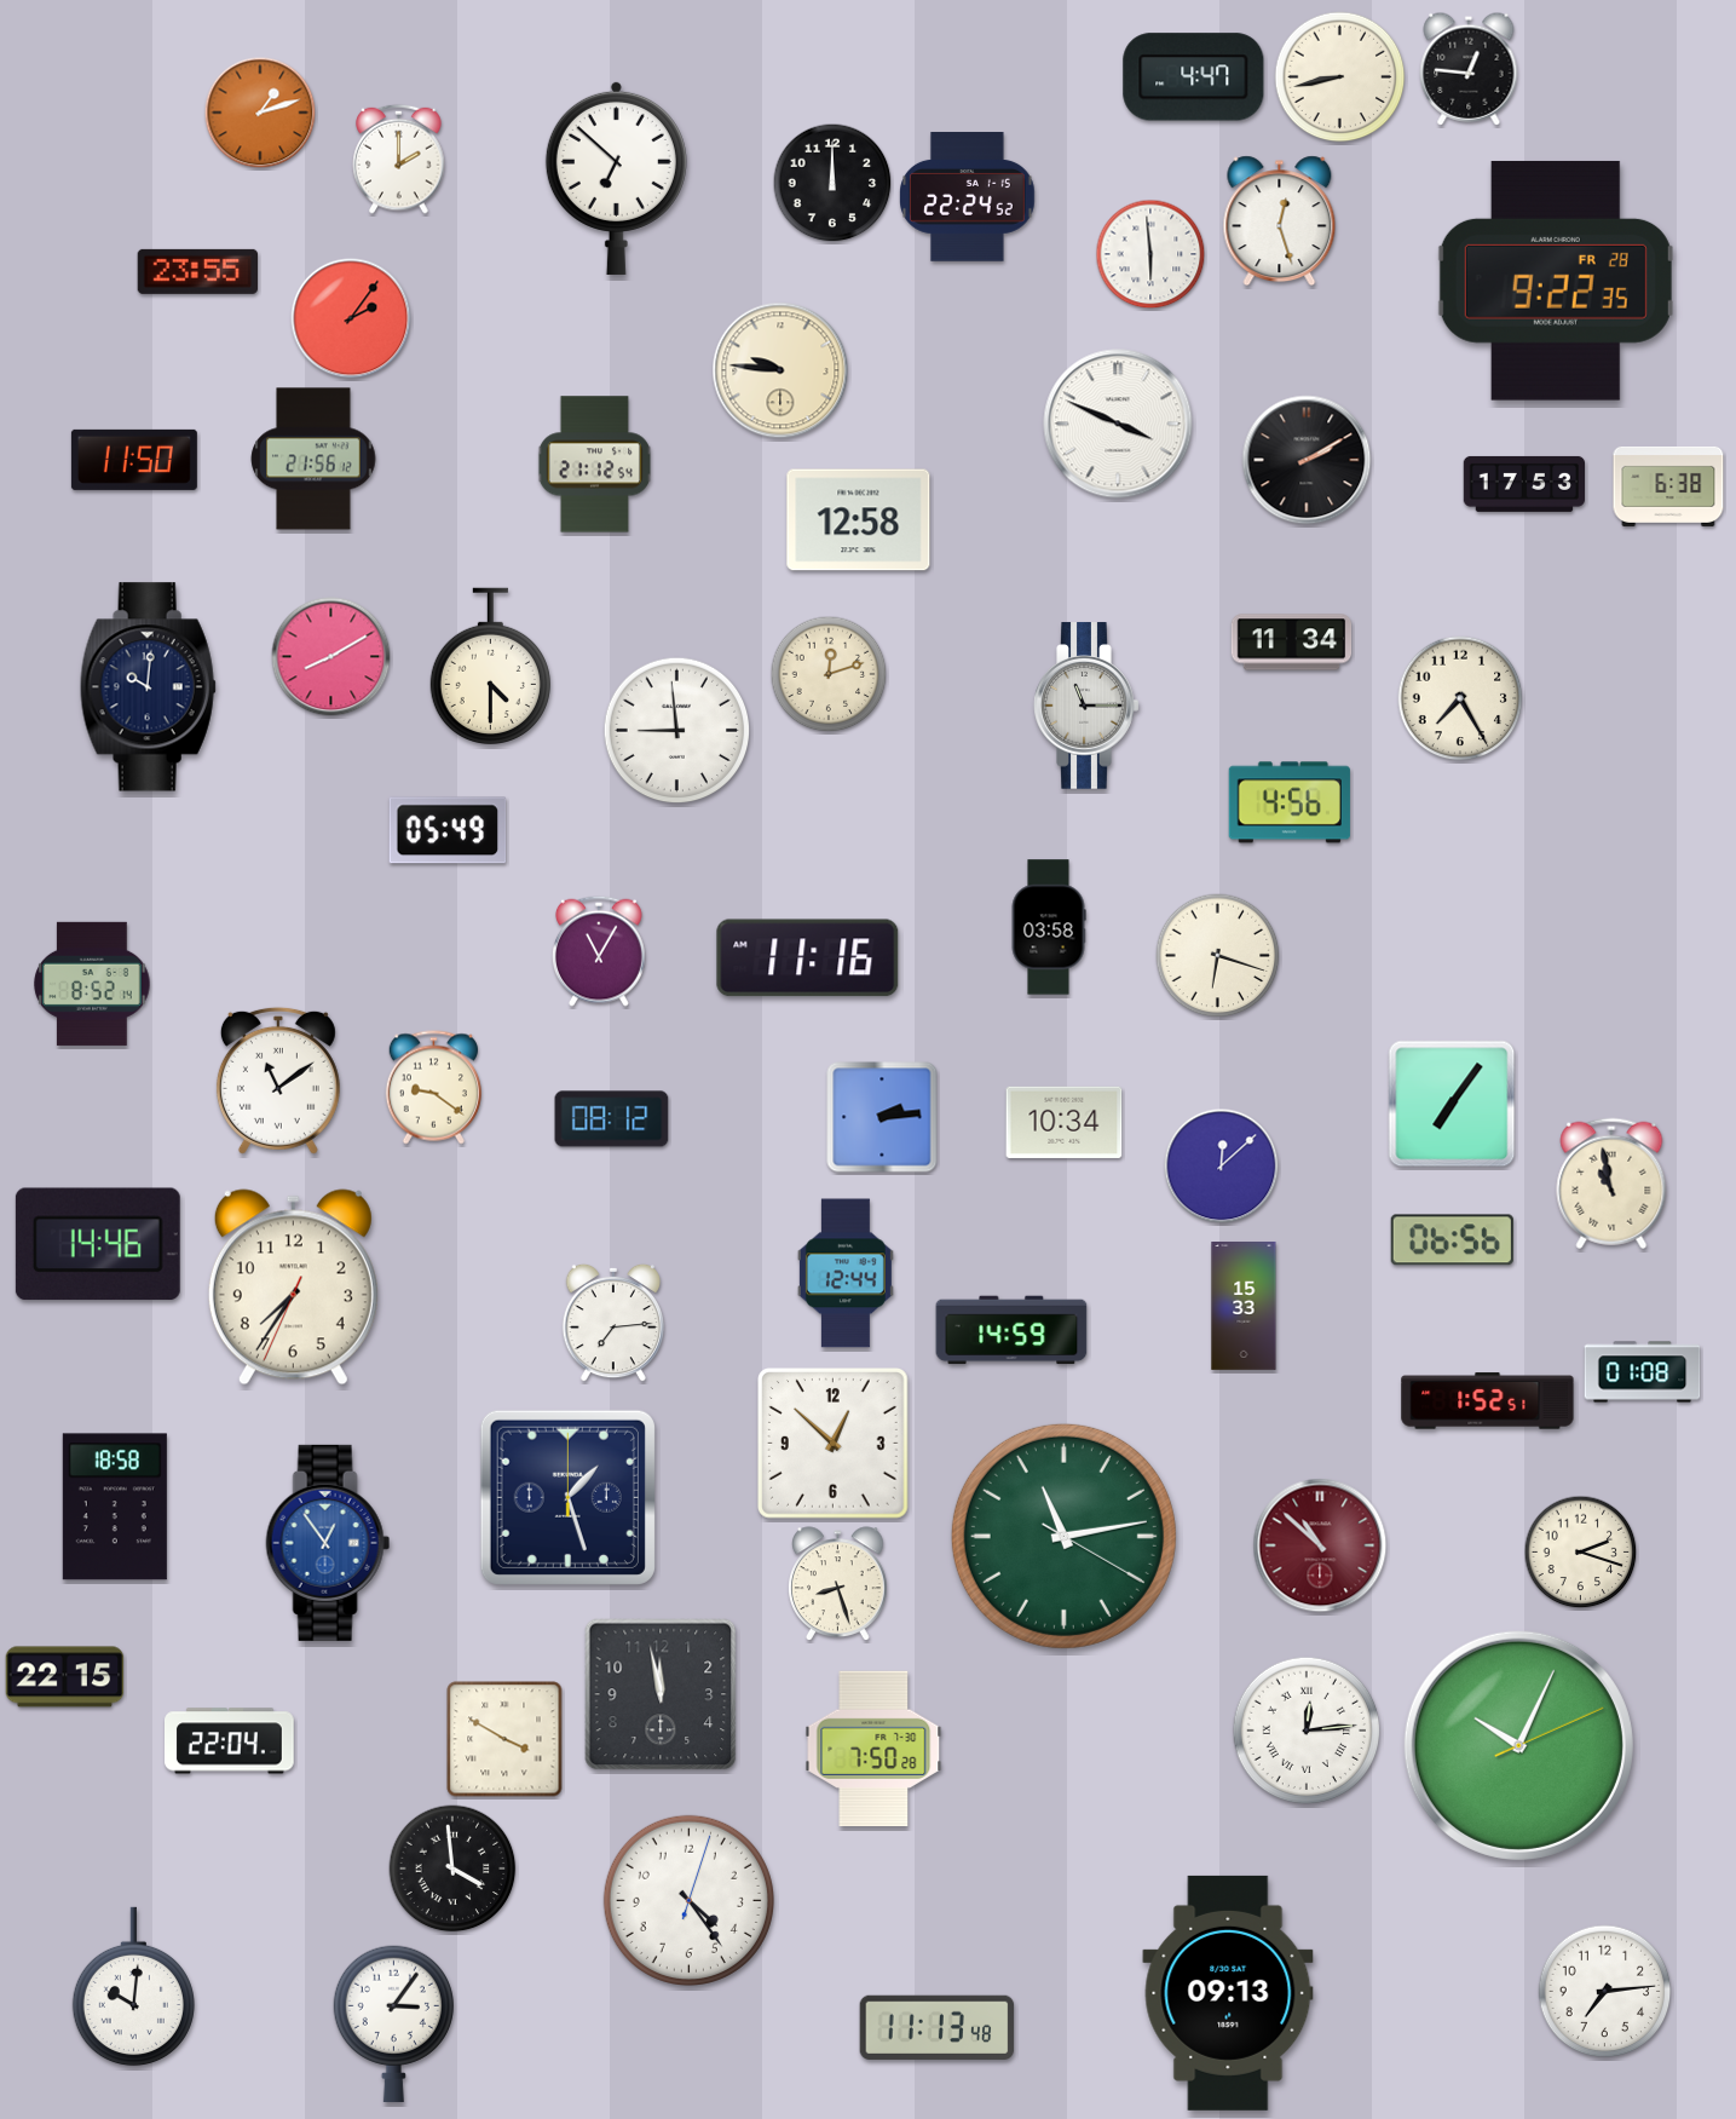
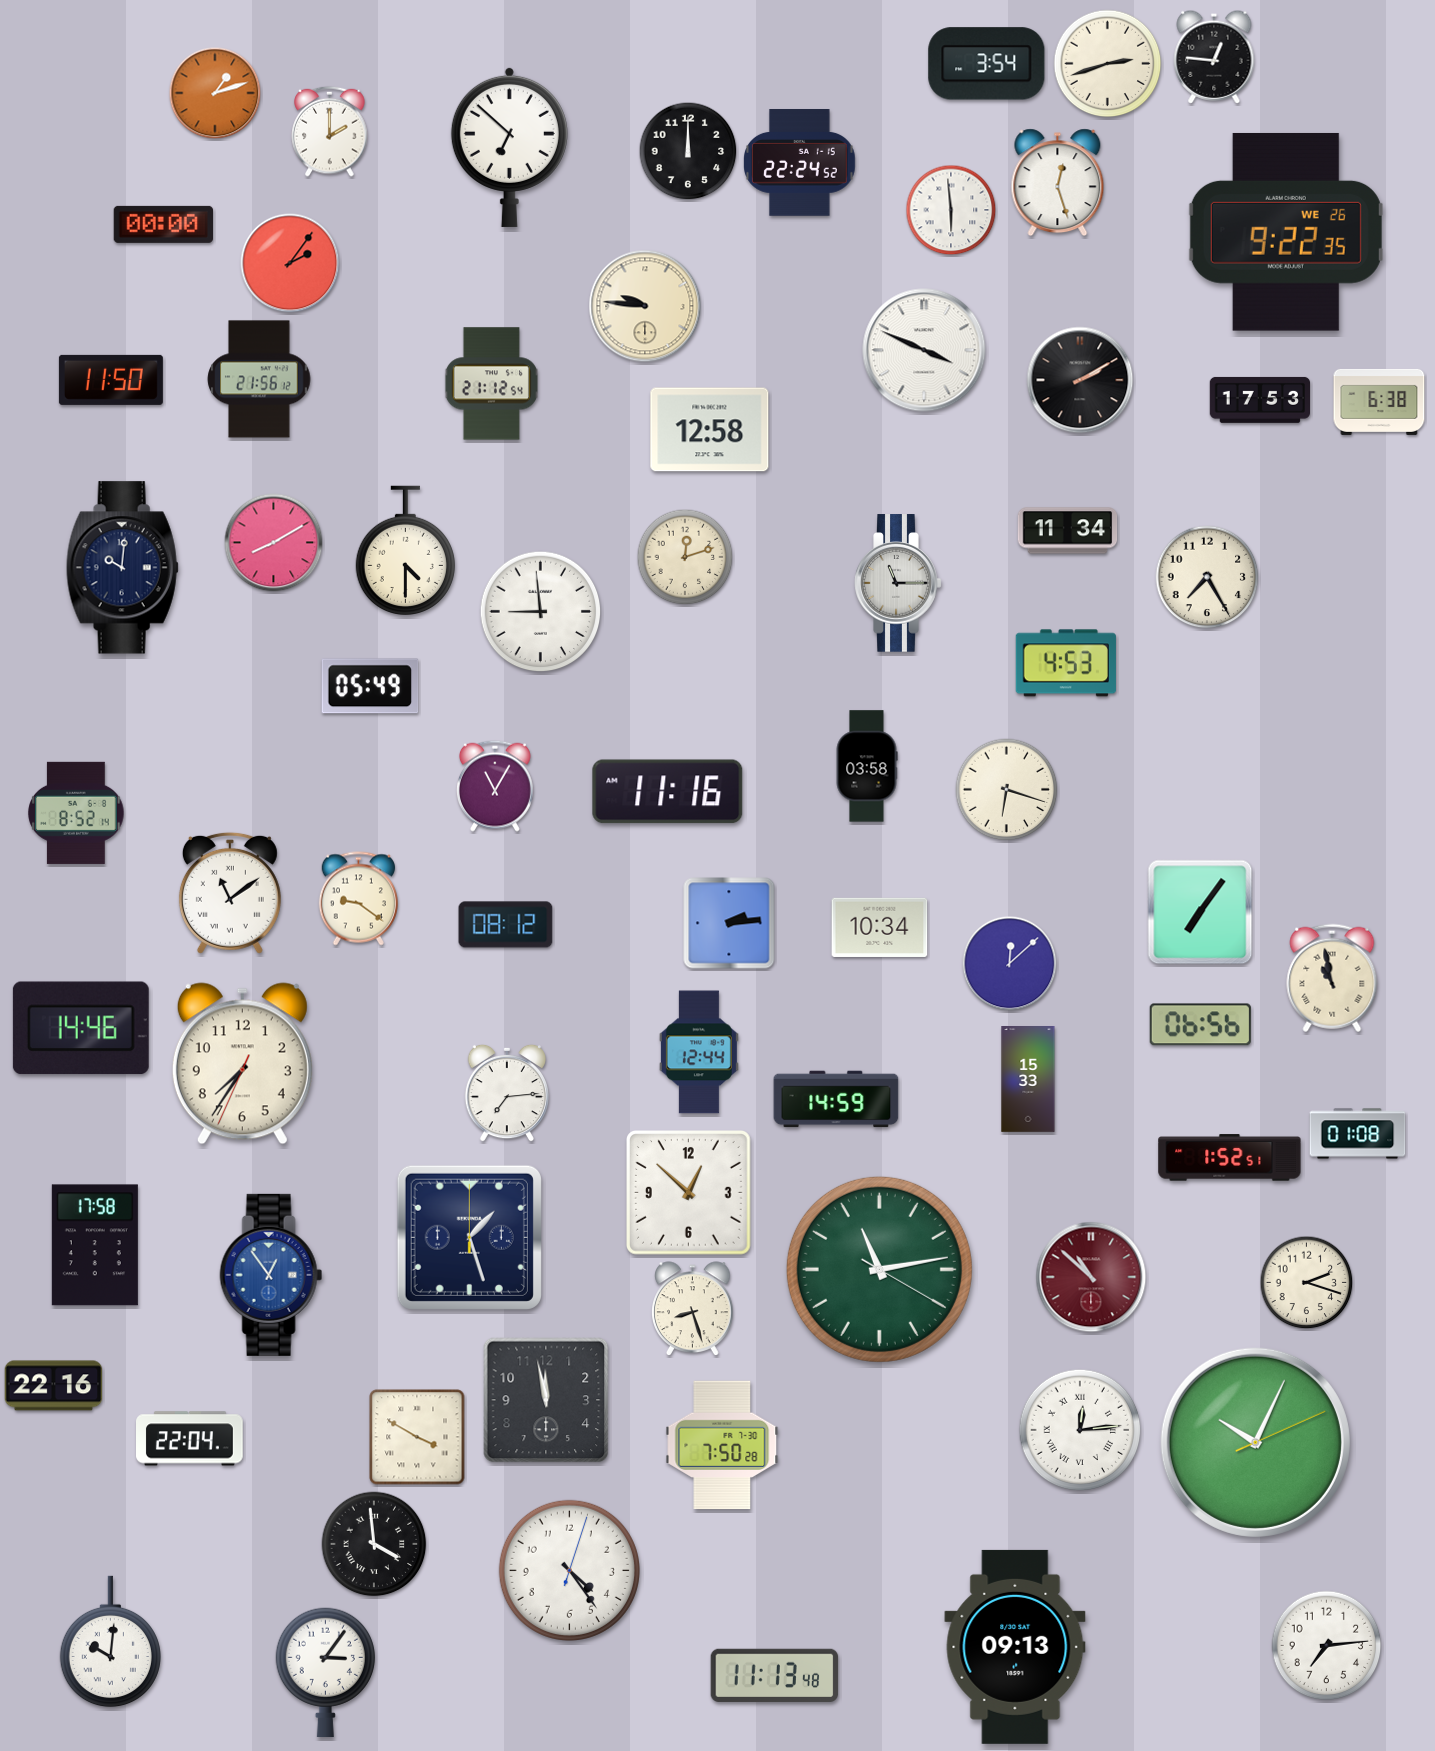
clock at (1194, 77): 4:47 -> 3:54
clock at (1340, 77): 8:43 -> 2:42
clock at (197, 271): 23:55 -> 00:00
clock at (1556, 281) date: FR 28 -> WE 26
clock at (677, 731) position: (677, 731) -> (541, 612)
clock at (1290, 802): 4:56 -> 4:53
clock at (115, 1507): 18:58 -> 17:58
clock at (65, 1677): 22:15 -> 22:16
